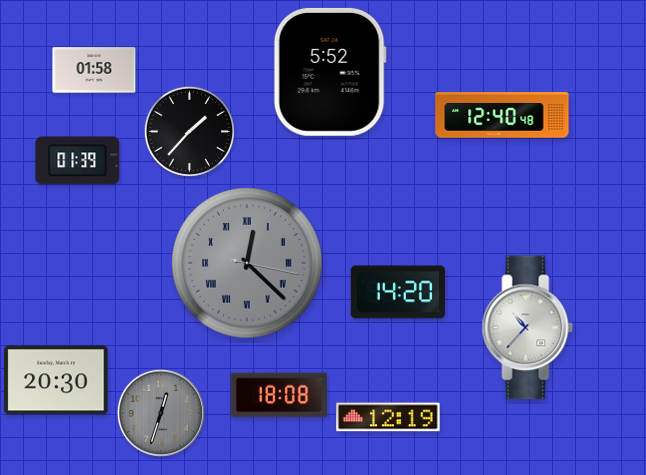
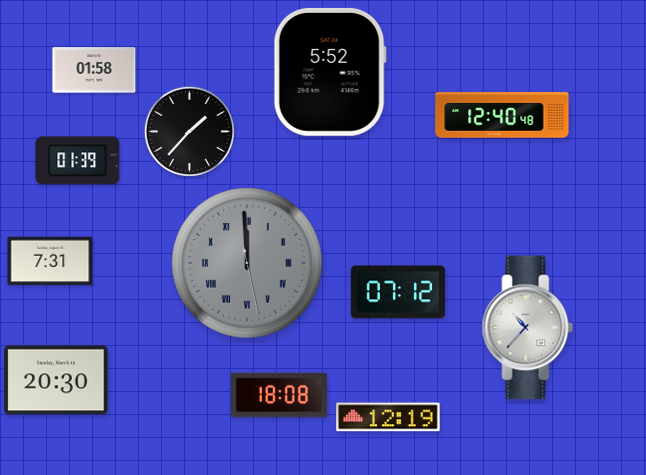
clock at (50, 261): none -> 7:31
clock at (247, 263): 12:22 -> 11:59
clock at (397, 292): 14:20 -> 07:12
clock at (161, 413): 12:33 -> none
